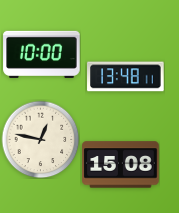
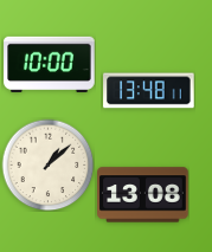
clock at (40, 139): 12:47 -> 1:08
clock at (121, 165): 15:08 -> 13:08
